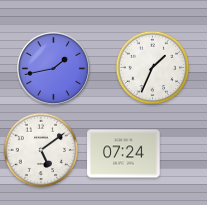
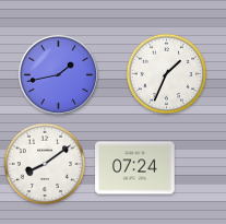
clock at (41, 150): 5:09 -> 8:09
